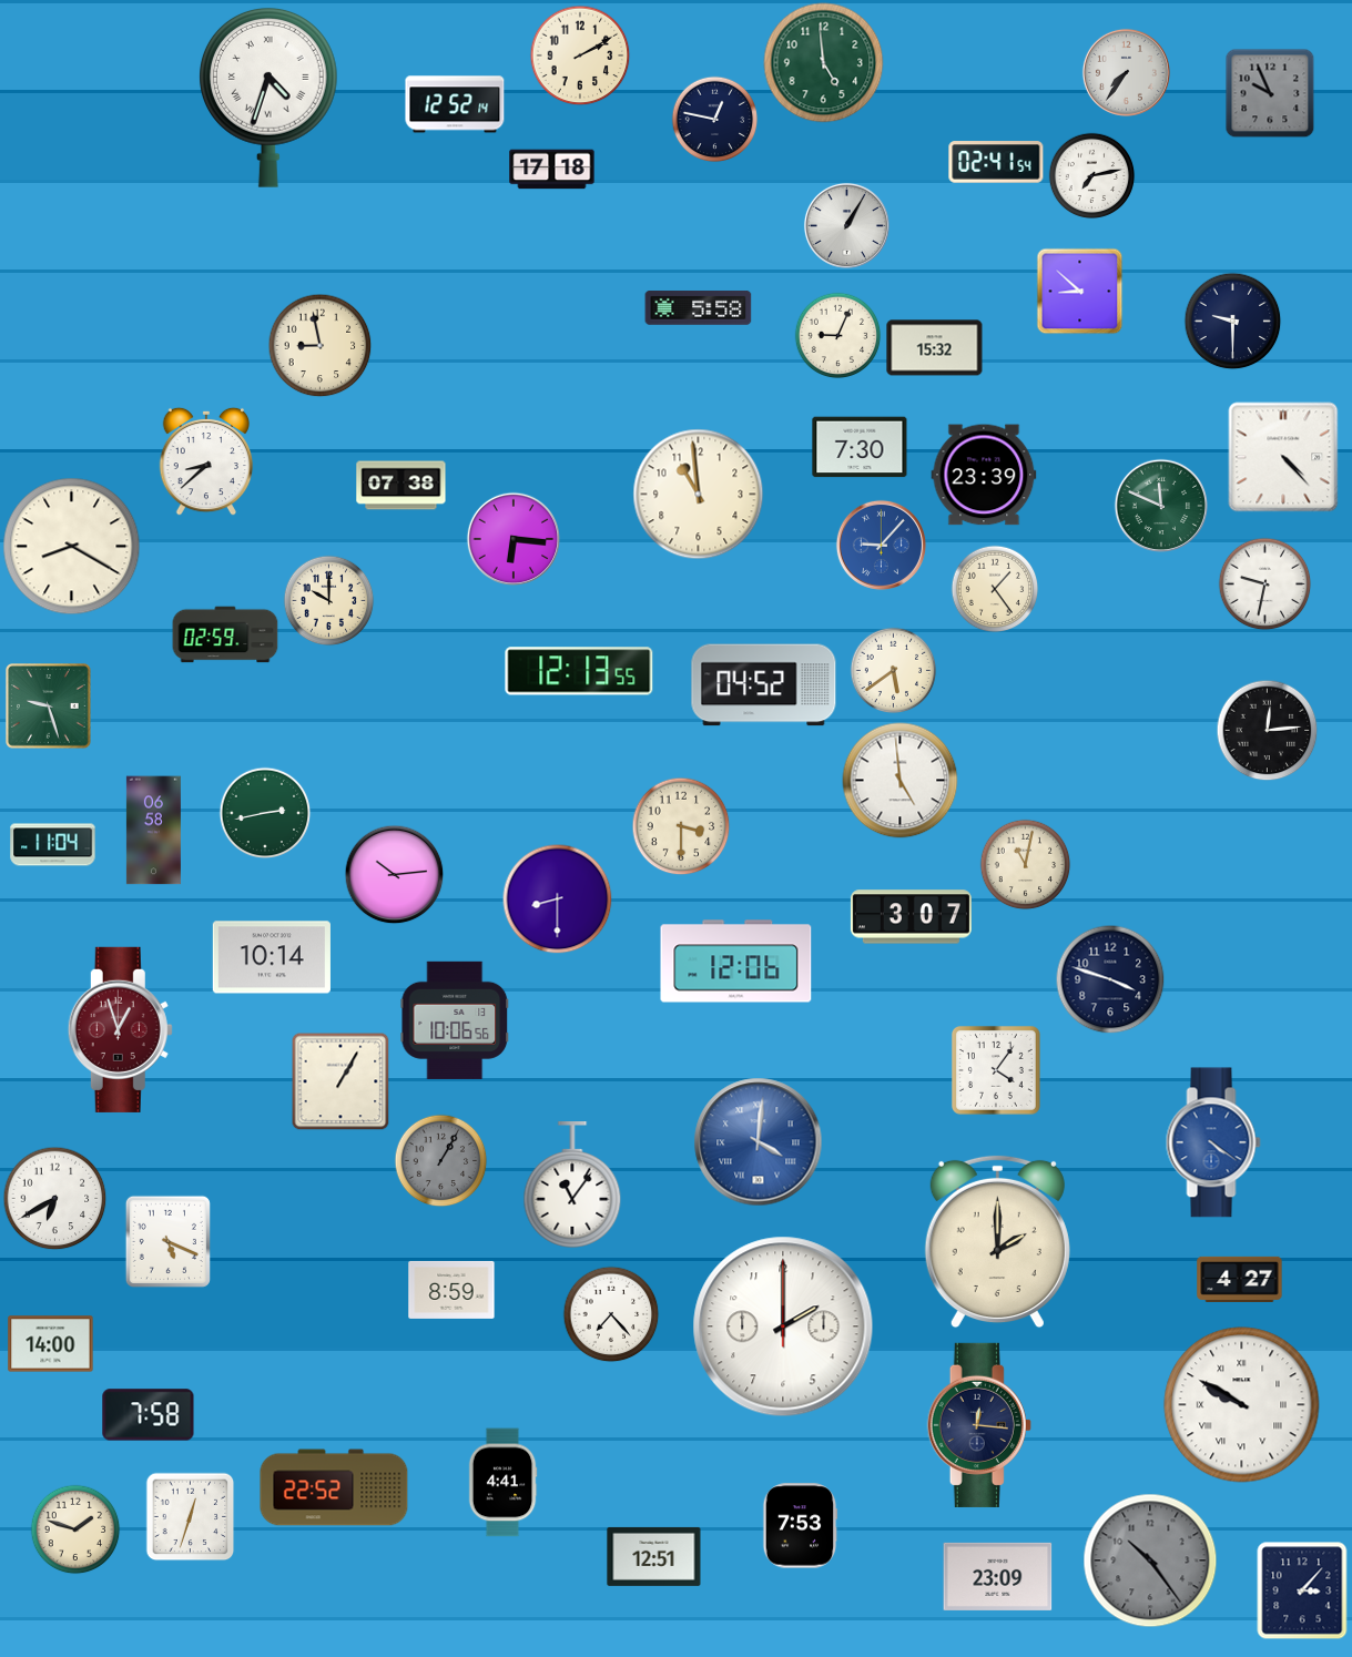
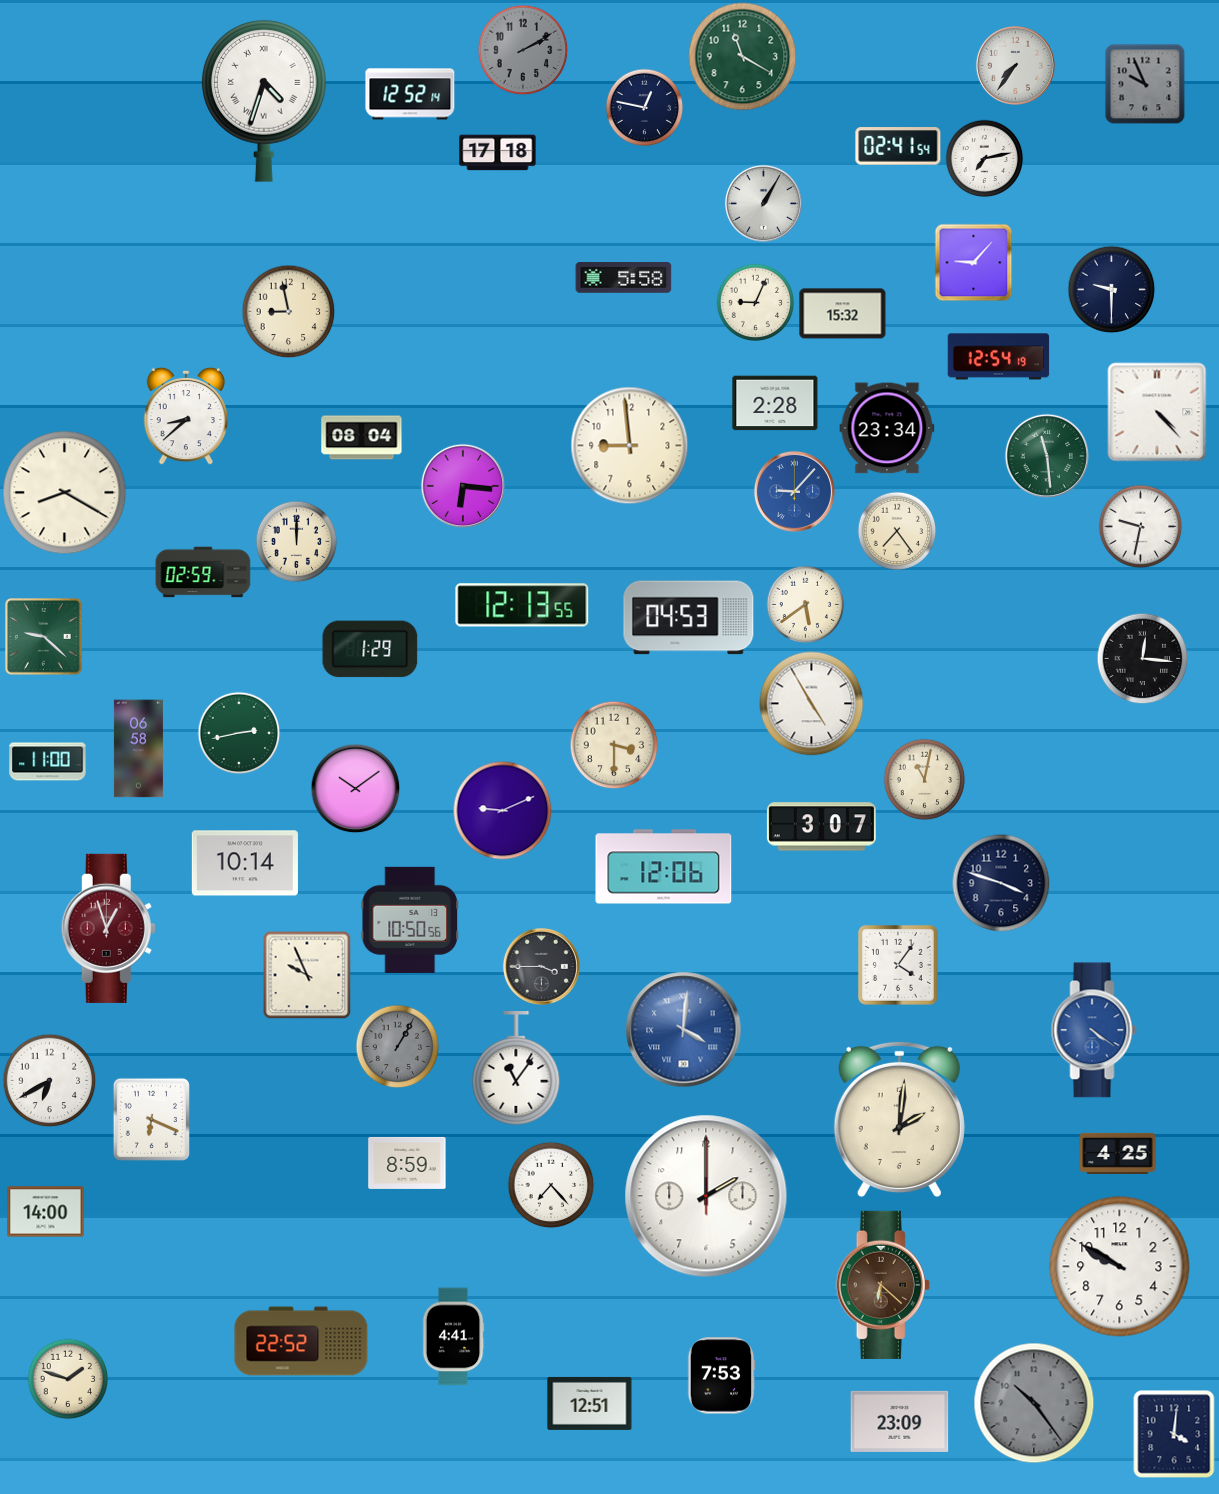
clock at (580, 55) dial: cream -> grey
clock at (824, 63): 4:59 -> 11:20
clock at (268, 98) position: (268, 98) -> (264, 101)
clock at (1079, 291): 8:52 -> 9:07
clock at (699, 308) position: (699, 308) -> (624, 278)
clock at (999, 357): none -> 12:54
clock at (860, 447): 7:30 -> 2:28
clock at (984, 475): 23:39 -> 23:34
clock at (401, 486): 07:38 -> 08:04
clock at (699, 495): 10:59 -> 8:59
clock at (1160, 505): 11:49 -> 11:29
clock at (995, 589): 1:24 -> 7:24
clock at (328, 600): 10:00 -> 12:00
clock at (764, 685): 04:52 -> 04:53
clock at (49, 706): 9:27 -> 9:22
clock at (370, 649): none -> 1:29
clock at (1267, 730): 12:14 -> 12:16
clock at (901, 781): 4:59 -> 4:55
clock at (53, 845): 11:04 -> 11:00
clock at (394, 874): 10:14 -> 10:09
clock at (558, 899): 8:30 -> 9:11
clock at (454, 1020): 10:06 -> 10:50
clock at (541, 966): none -> 3:45
clock at (340, 1081): 1:05 -> 9:56
clock at (167, 1241): 5:19 -> 6:19
clock at (997, 1242): 2:00 -> 2:01
clock at (1240, 1279): 4:27 -> 4:25
clock at (1242, 1405) numerals: Roman -> Arabic
clock at (149, 1415): 7:58 -> none
clock at (979, 1425): 12:16 -> 6:22
clock at (979, 1425) dial: navy -> brown
clock at (190, 1516): 12:33 -> none
clock at (1150, 1561) position: (1150, 1561) -> (1034, 1403)
clock at (1302, 1590): 3:07 -> 4:01
